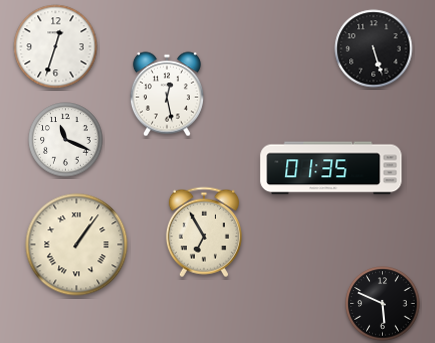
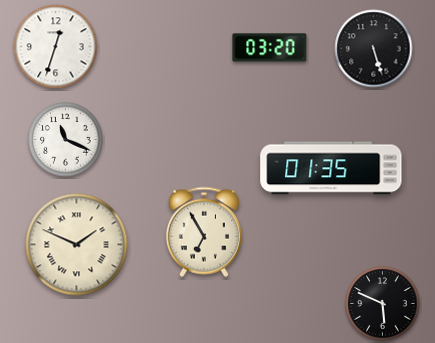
clock at (270, 48): none -> 03:20
clock at (167, 94): 12:28 -> none
clock at (77, 245): 1:06 -> 1:49
